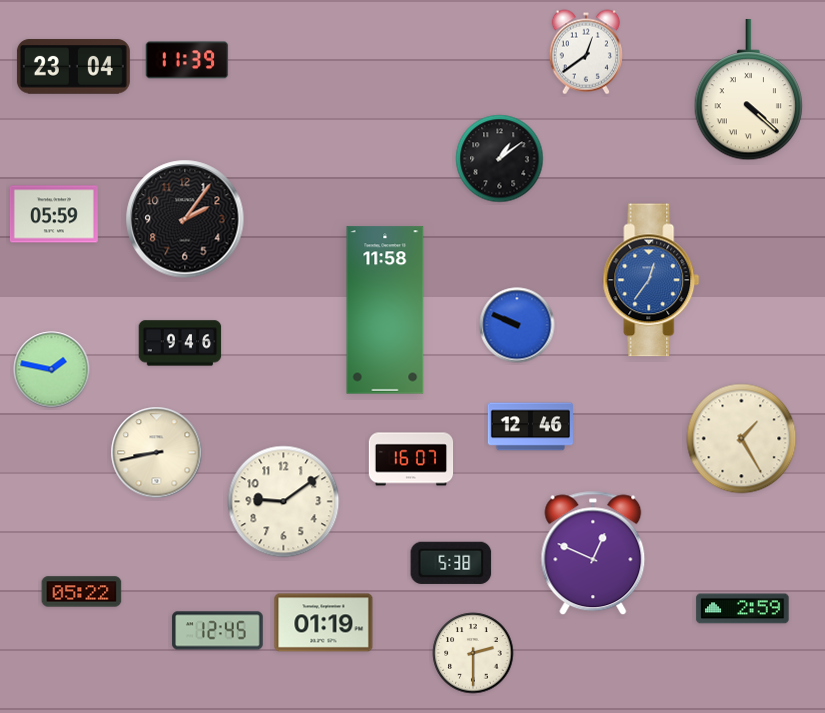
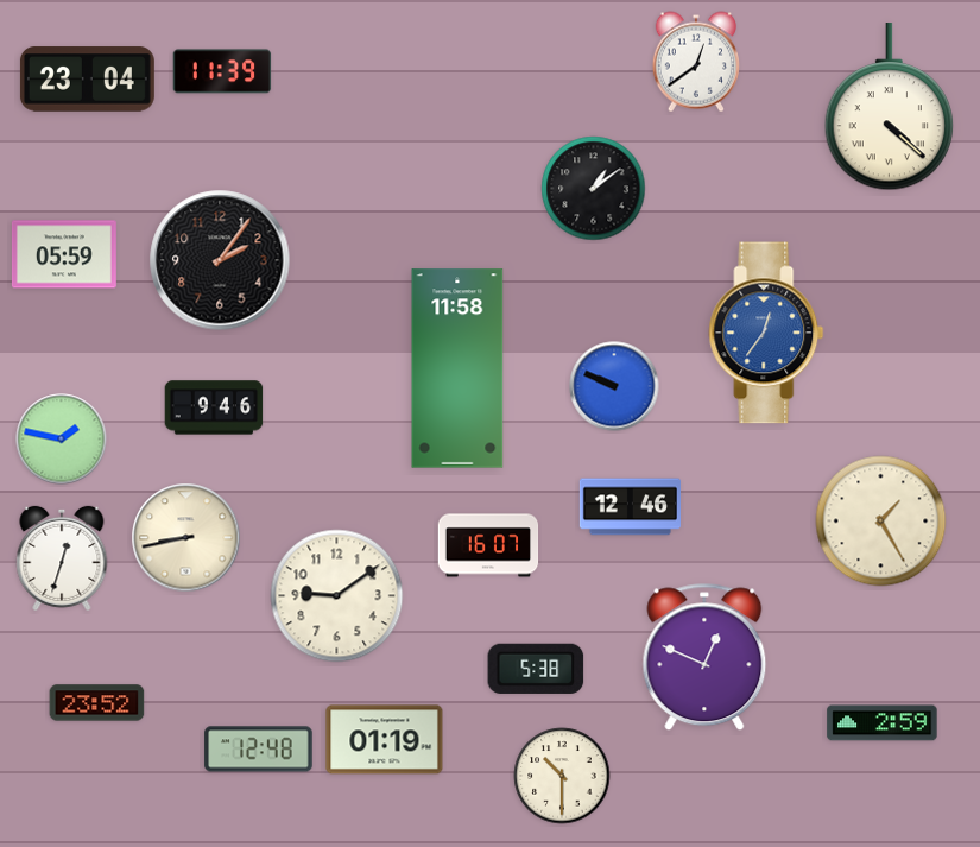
clock at (651, 280) position: (651, 280) -> (766, 333)
clock at (62, 558): none -> 12:33
clock at (82, 592): 05:22 -> 23:52
clock at (218, 631): 12:45 -> 12:48
clock at (473, 653): 2:30 -> 10:30
